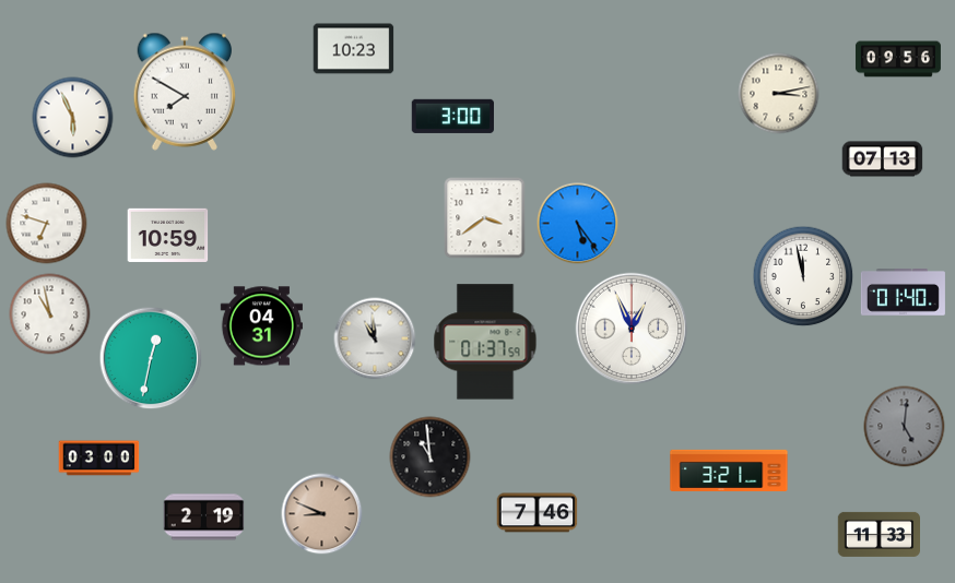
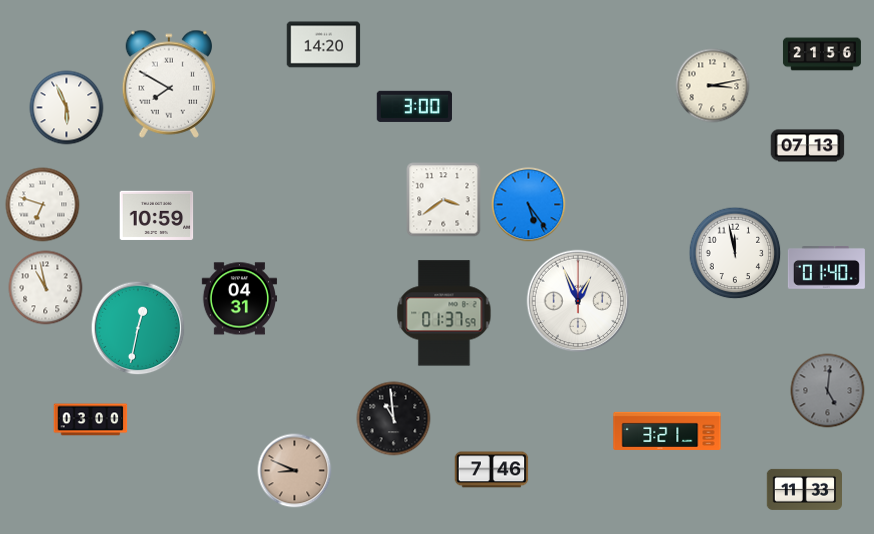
clock at (354, 49): 10:23 -> 14:20
clock at (898, 59): 09:56 -> 21:56
clock at (168, 235) position: (168, 235) -> (157, 215)
clock at (375, 338): 10:59 -> none
clock at (204, 517): 2:19 -> none
